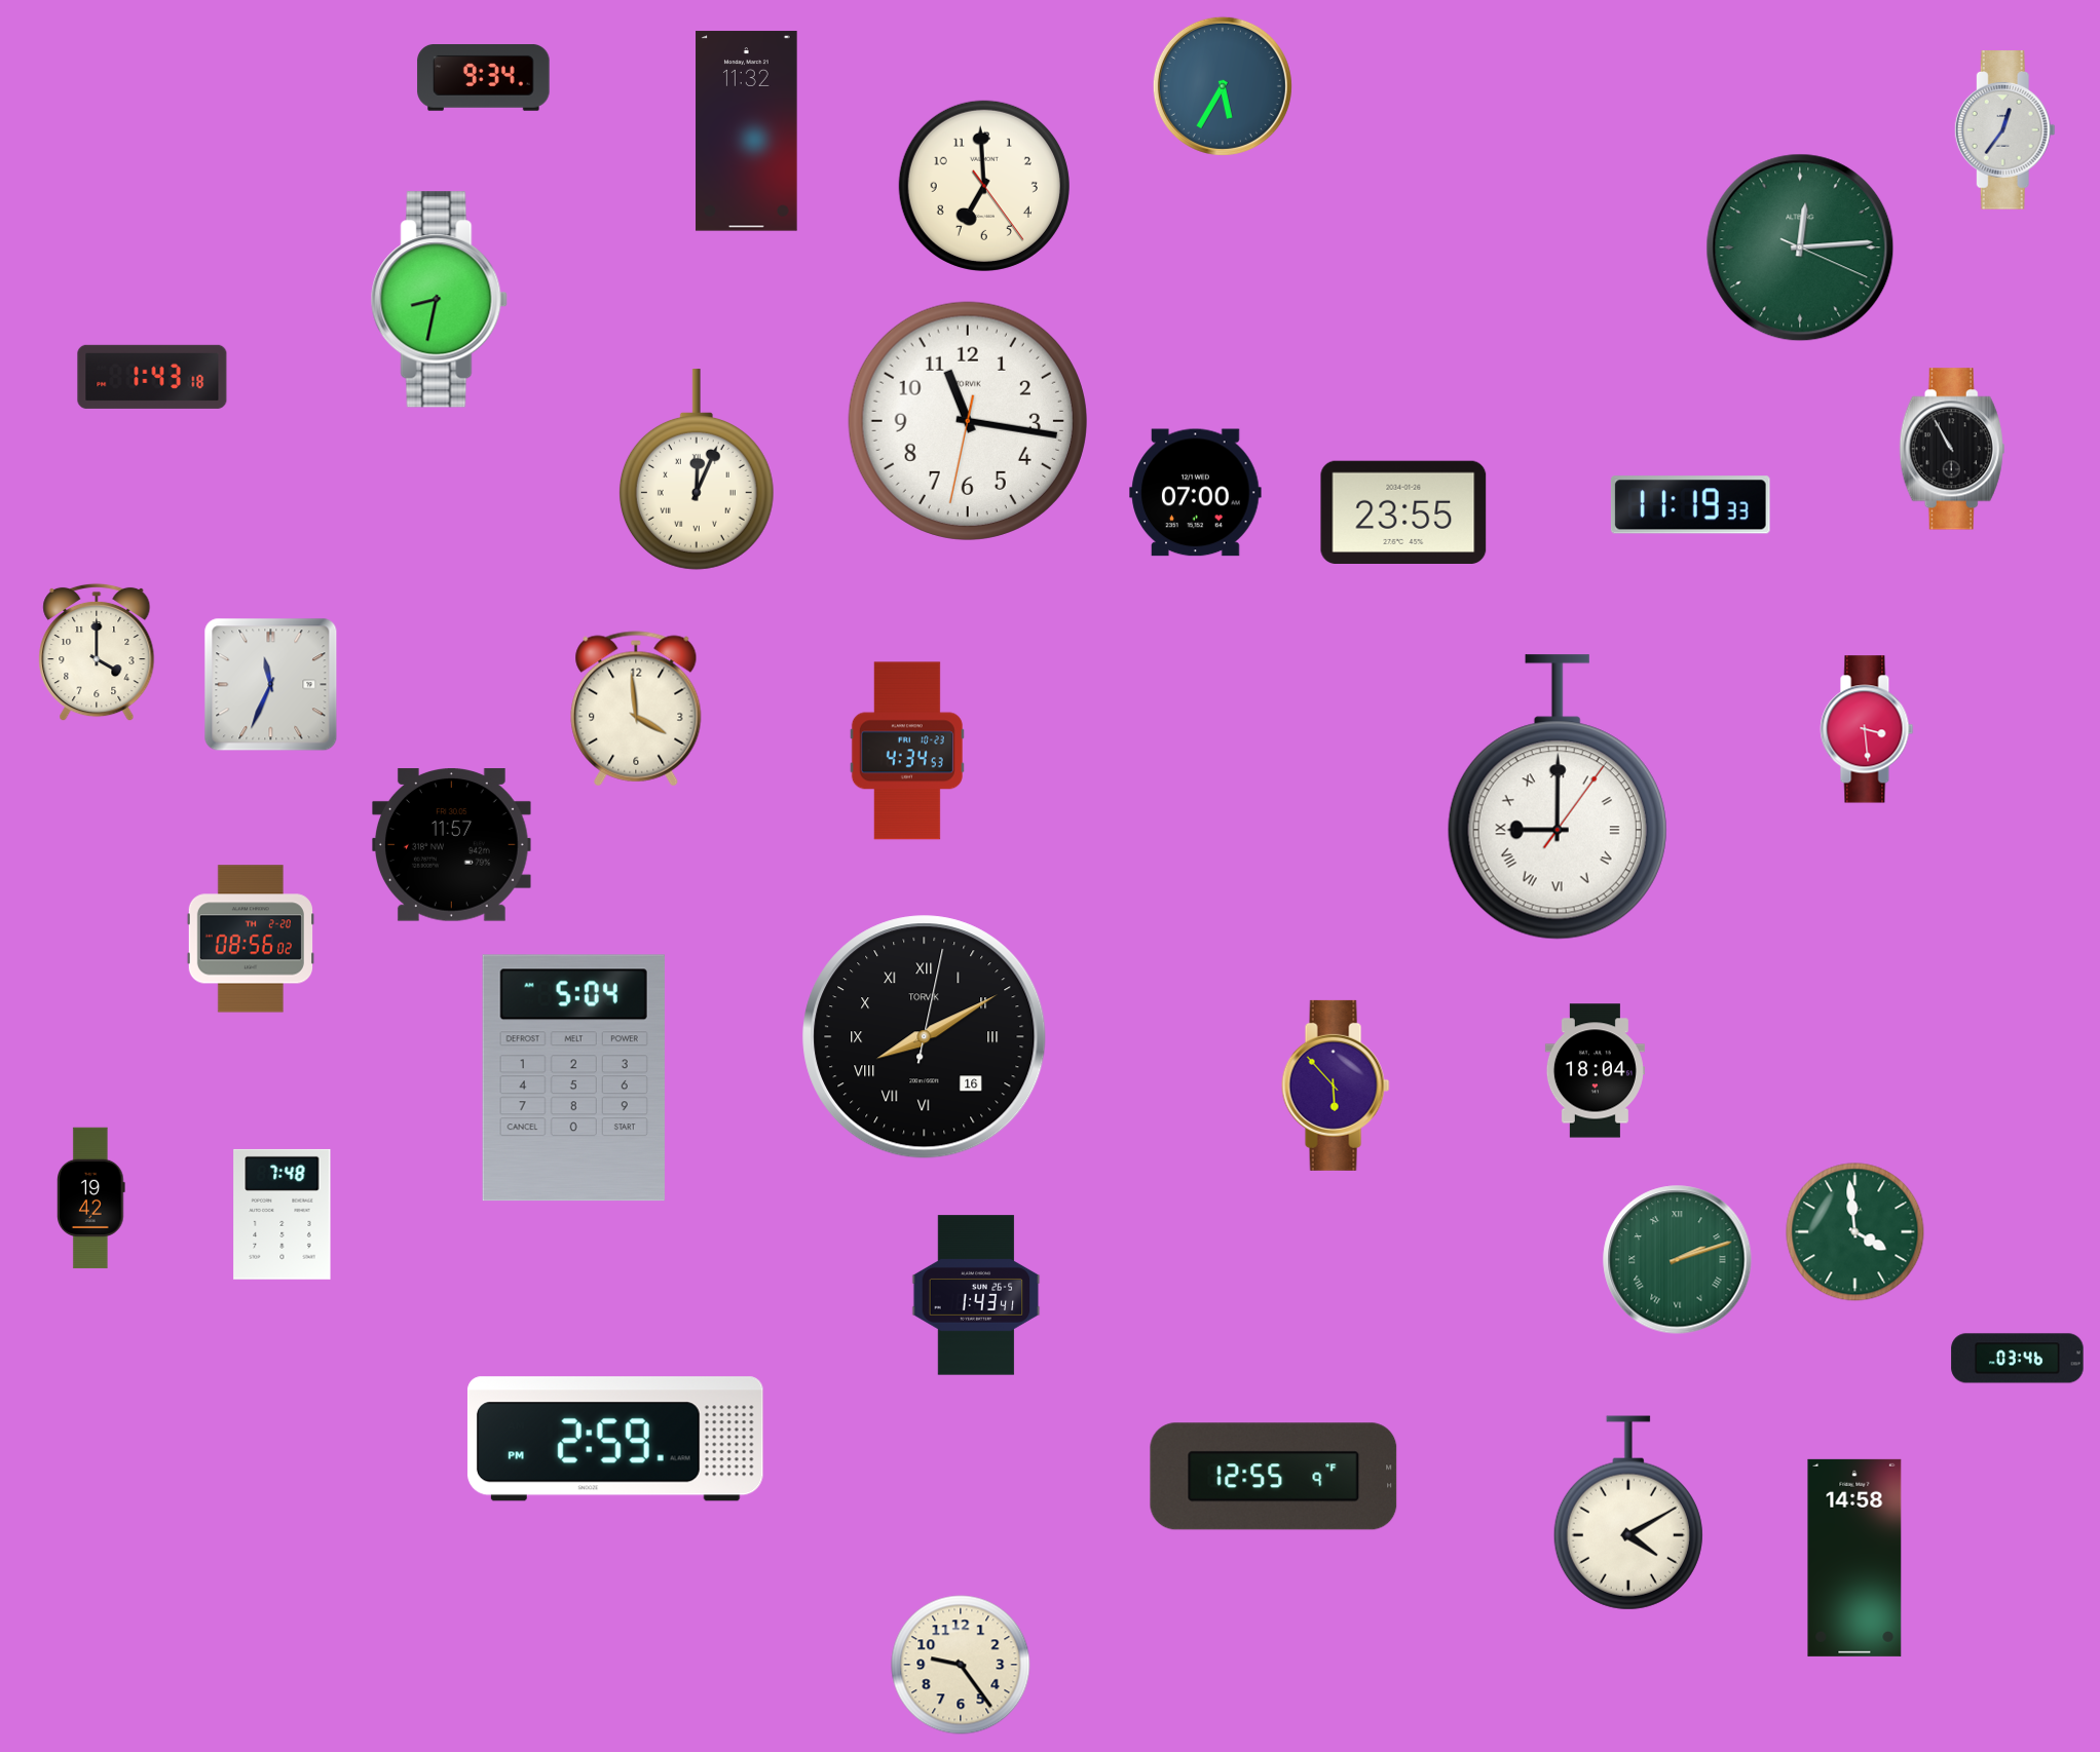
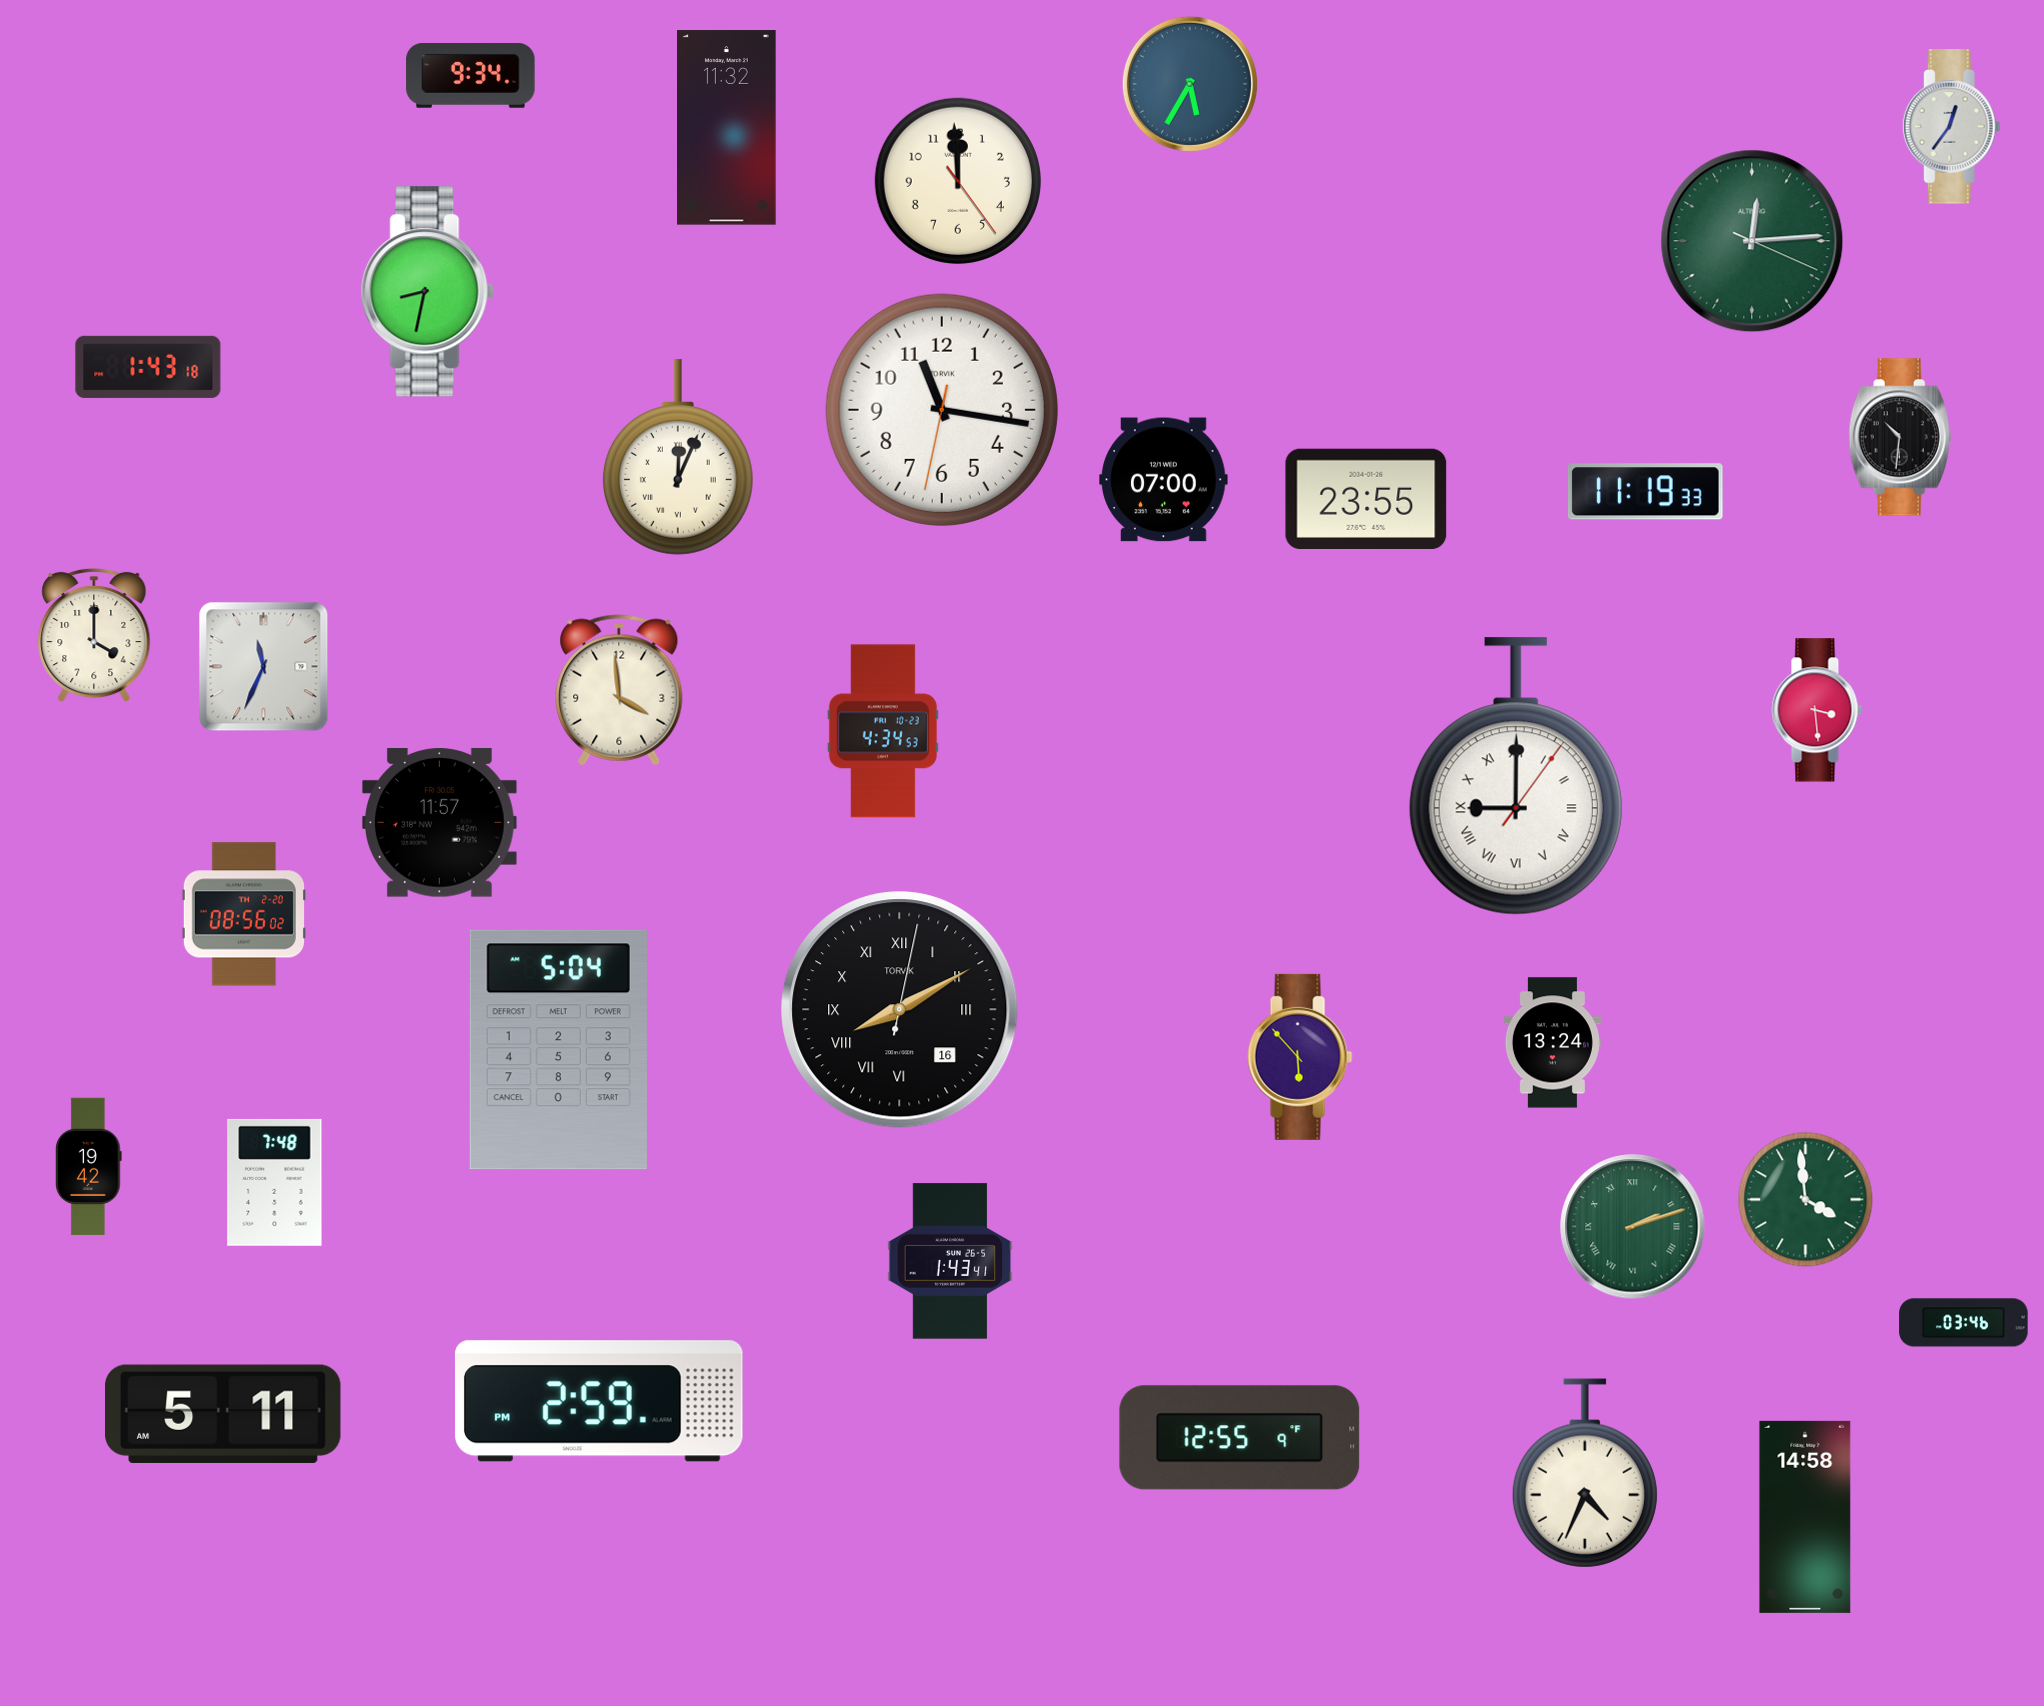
clock at (984, 186): 6:59 -> 11:59
clock at (1952, 449): 10:55 -> 10:31
clock at (1595, 1071): 18:04 -> 13:24
clock at (223, 1414): none -> 5:11
clock at (1628, 1513): 4:10 -> 4:34
clock at (961, 1665): 9:24 -> none
